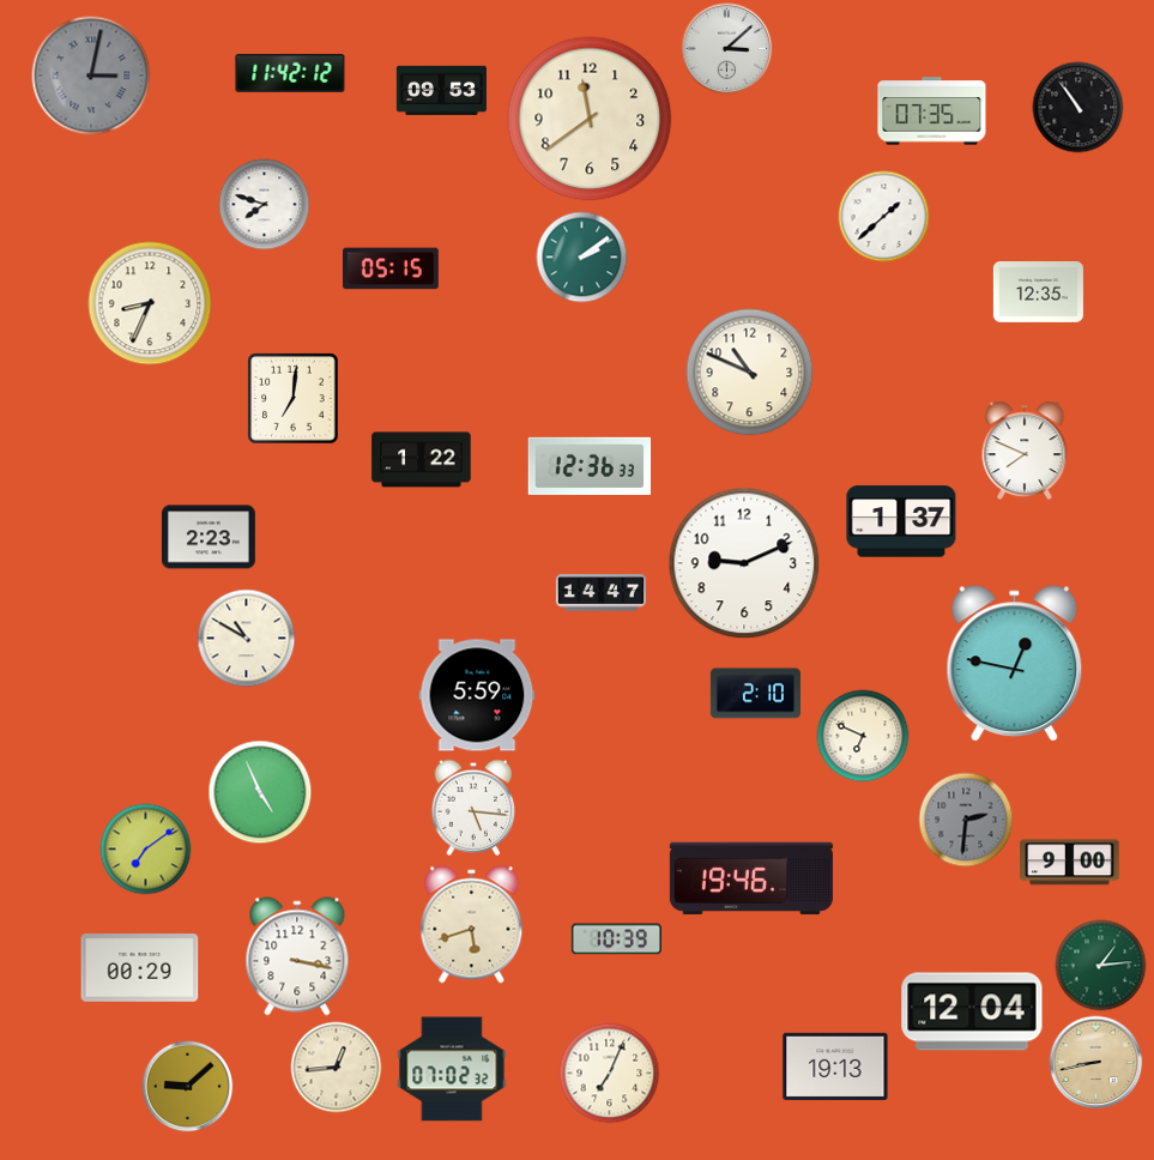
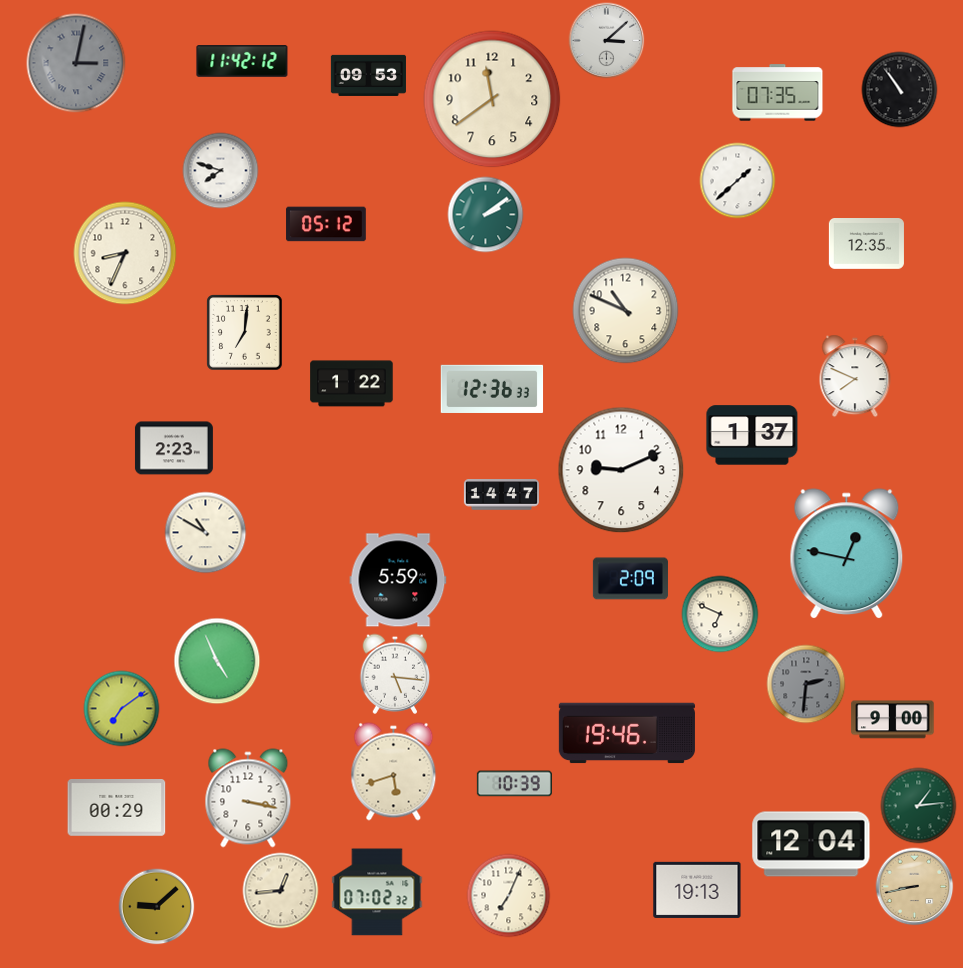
clock at (391, 268): 05:15 -> 05:12
clock at (755, 694): 2:10 -> 2:09
